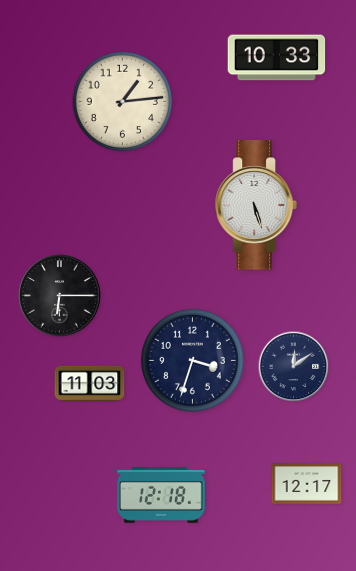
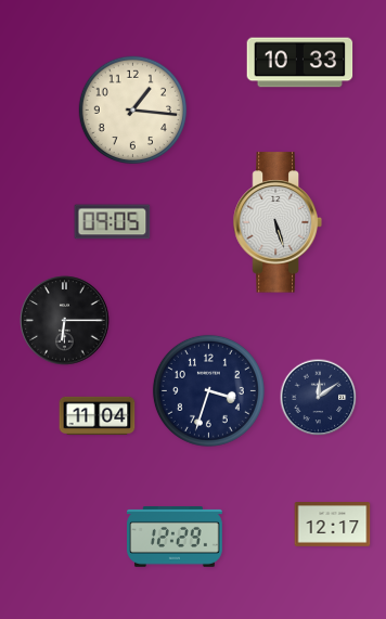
clock at (123, 102): 1:14 -> 1:16
clock at (113, 222): none -> 09:05
clock at (90, 383): 11:03 -> 11:04
clock at (162, 496): 12:18 -> 12:29
